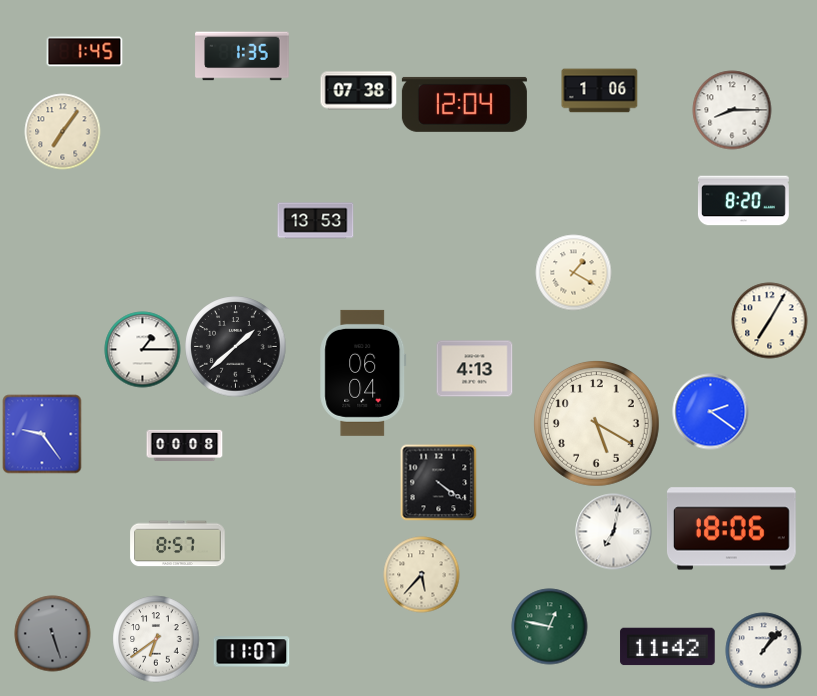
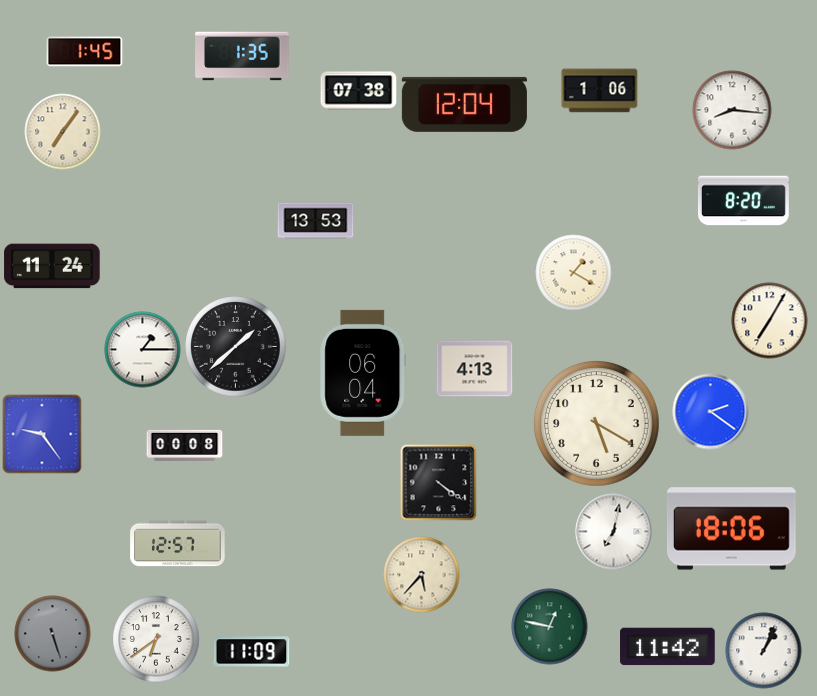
clock at (732, 110): 8:15 -> 8:16
clock at (52, 266): none -> 11:24
clock at (178, 544): 8:57 -> 12:57
clock at (764, 651): 1:07 -> 1:04
clock at (252, 652): 11:07 -> 11:09
